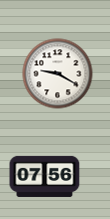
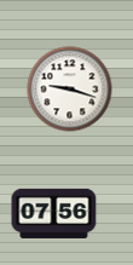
clock at (58, 74): 9:20 -> 9:18
